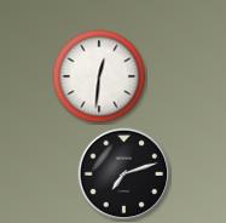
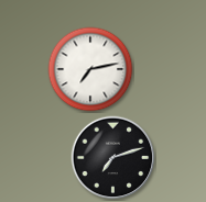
clock at (99, 76): 12:31 -> 7:13
